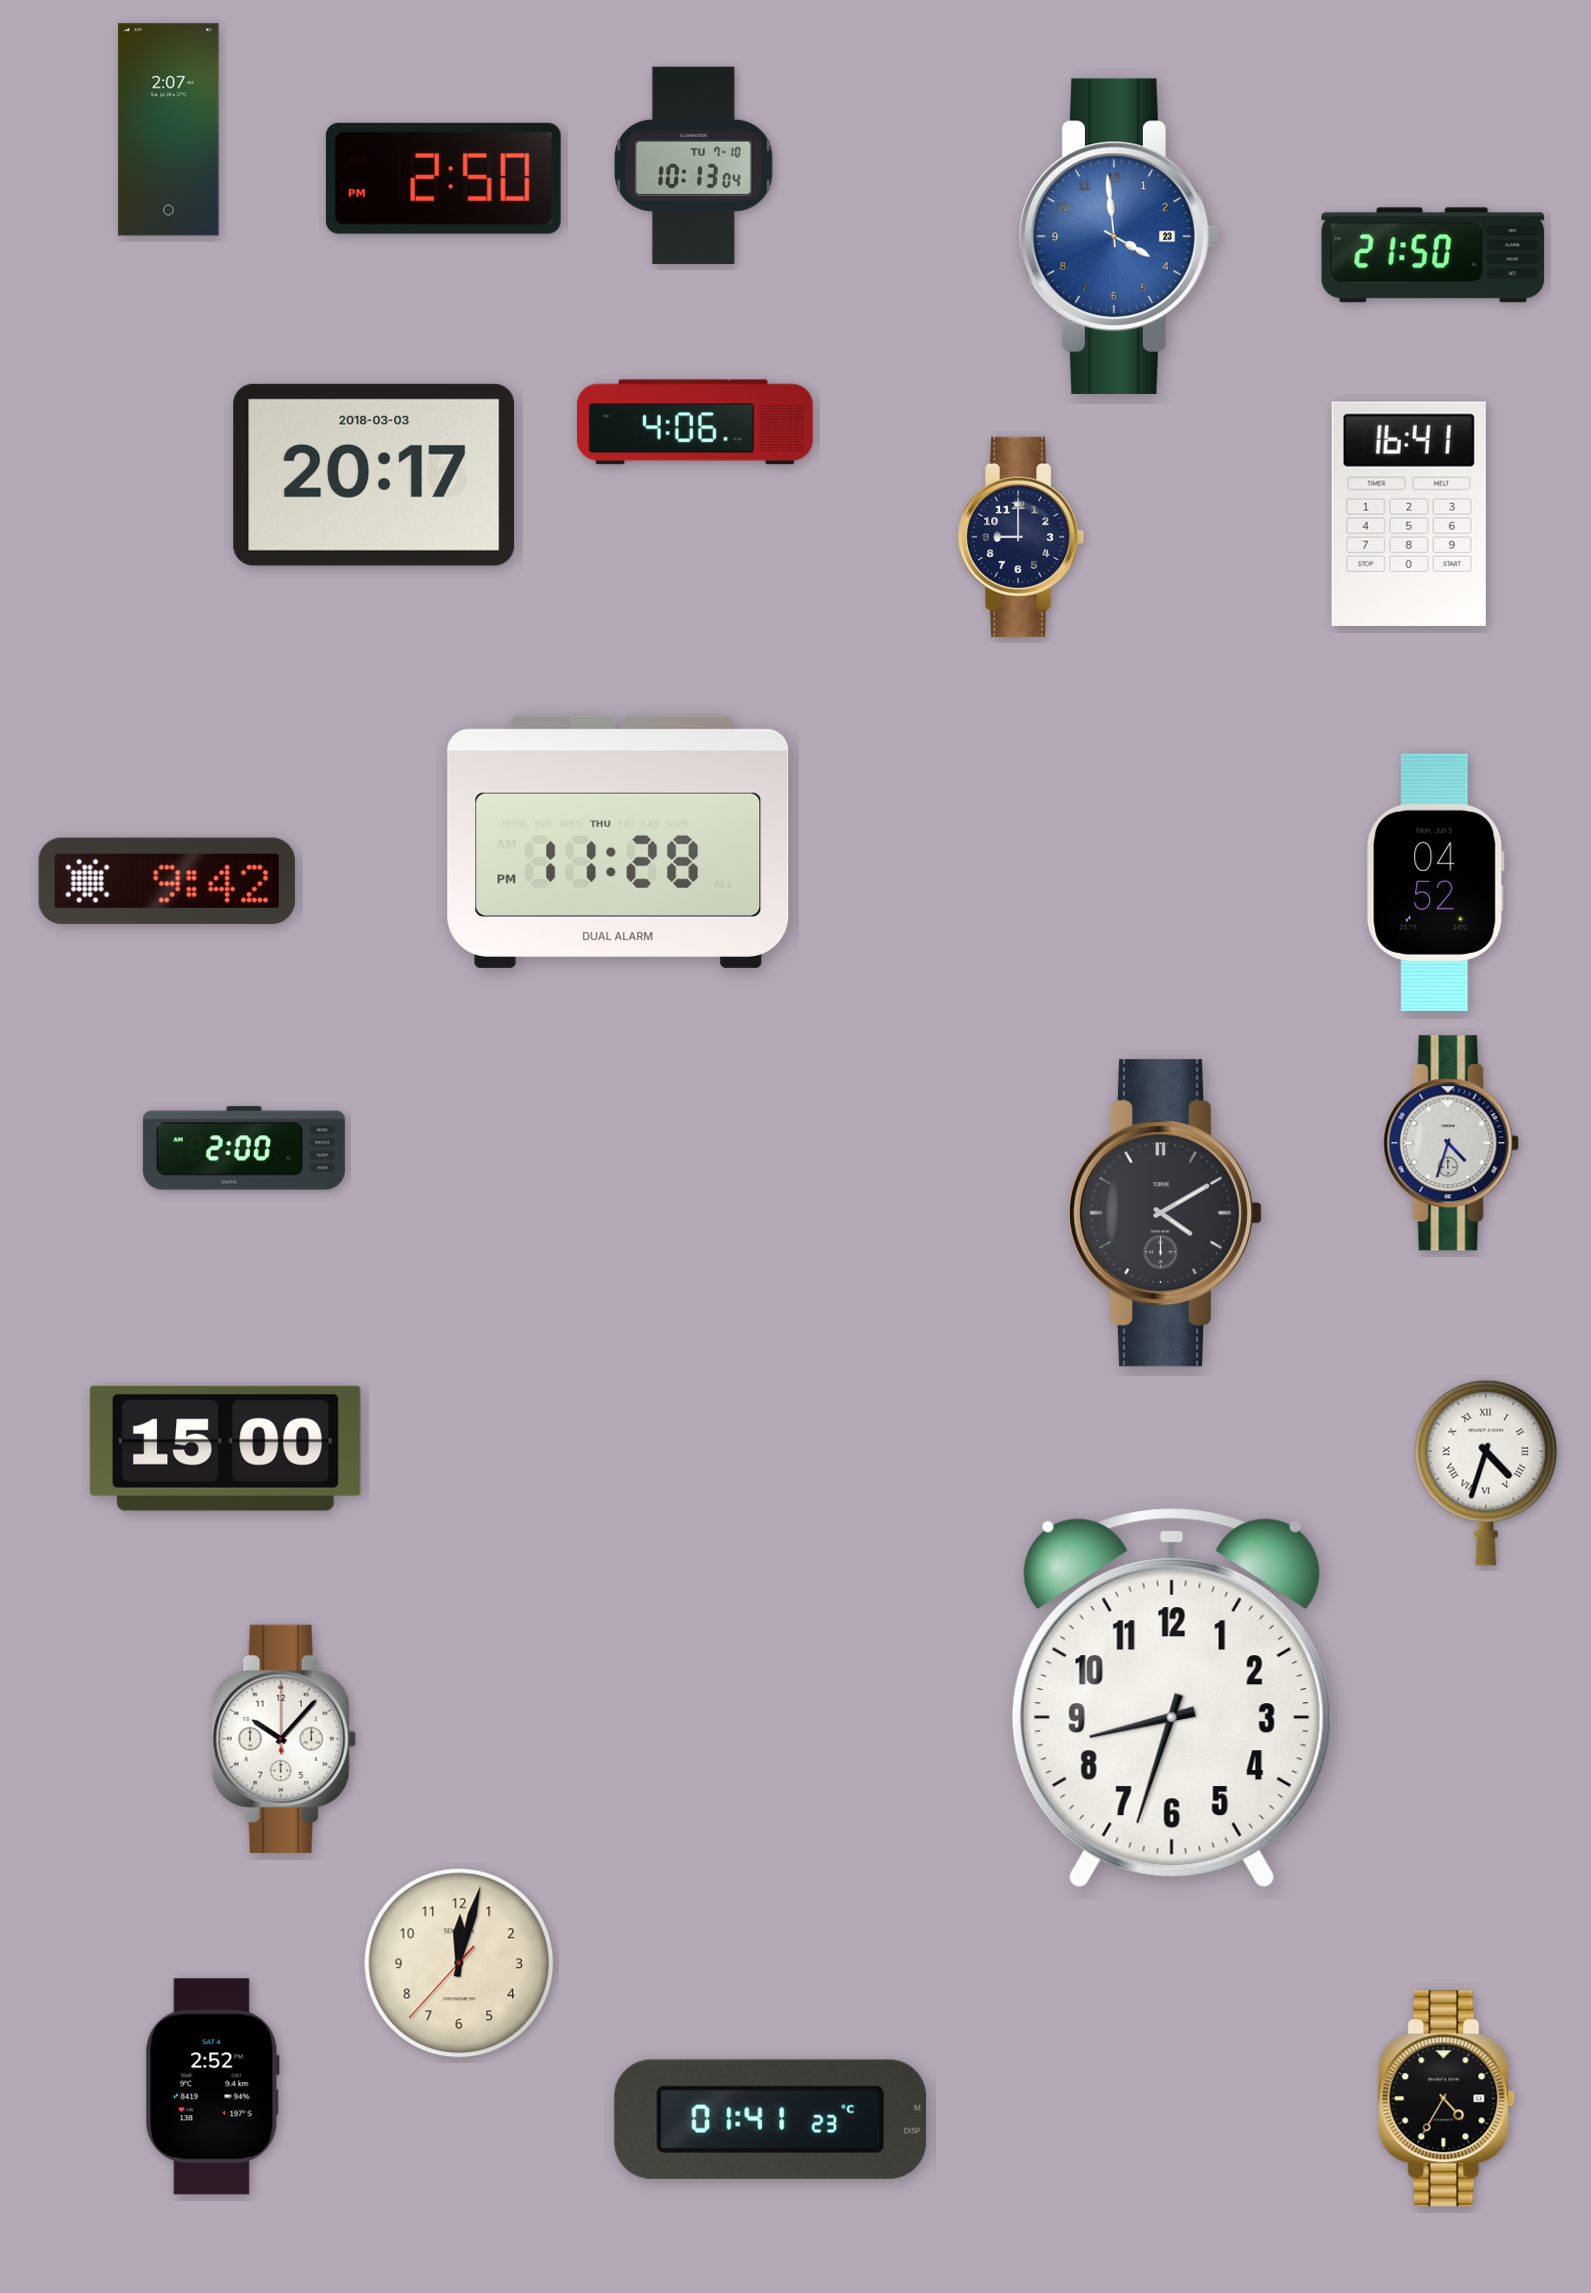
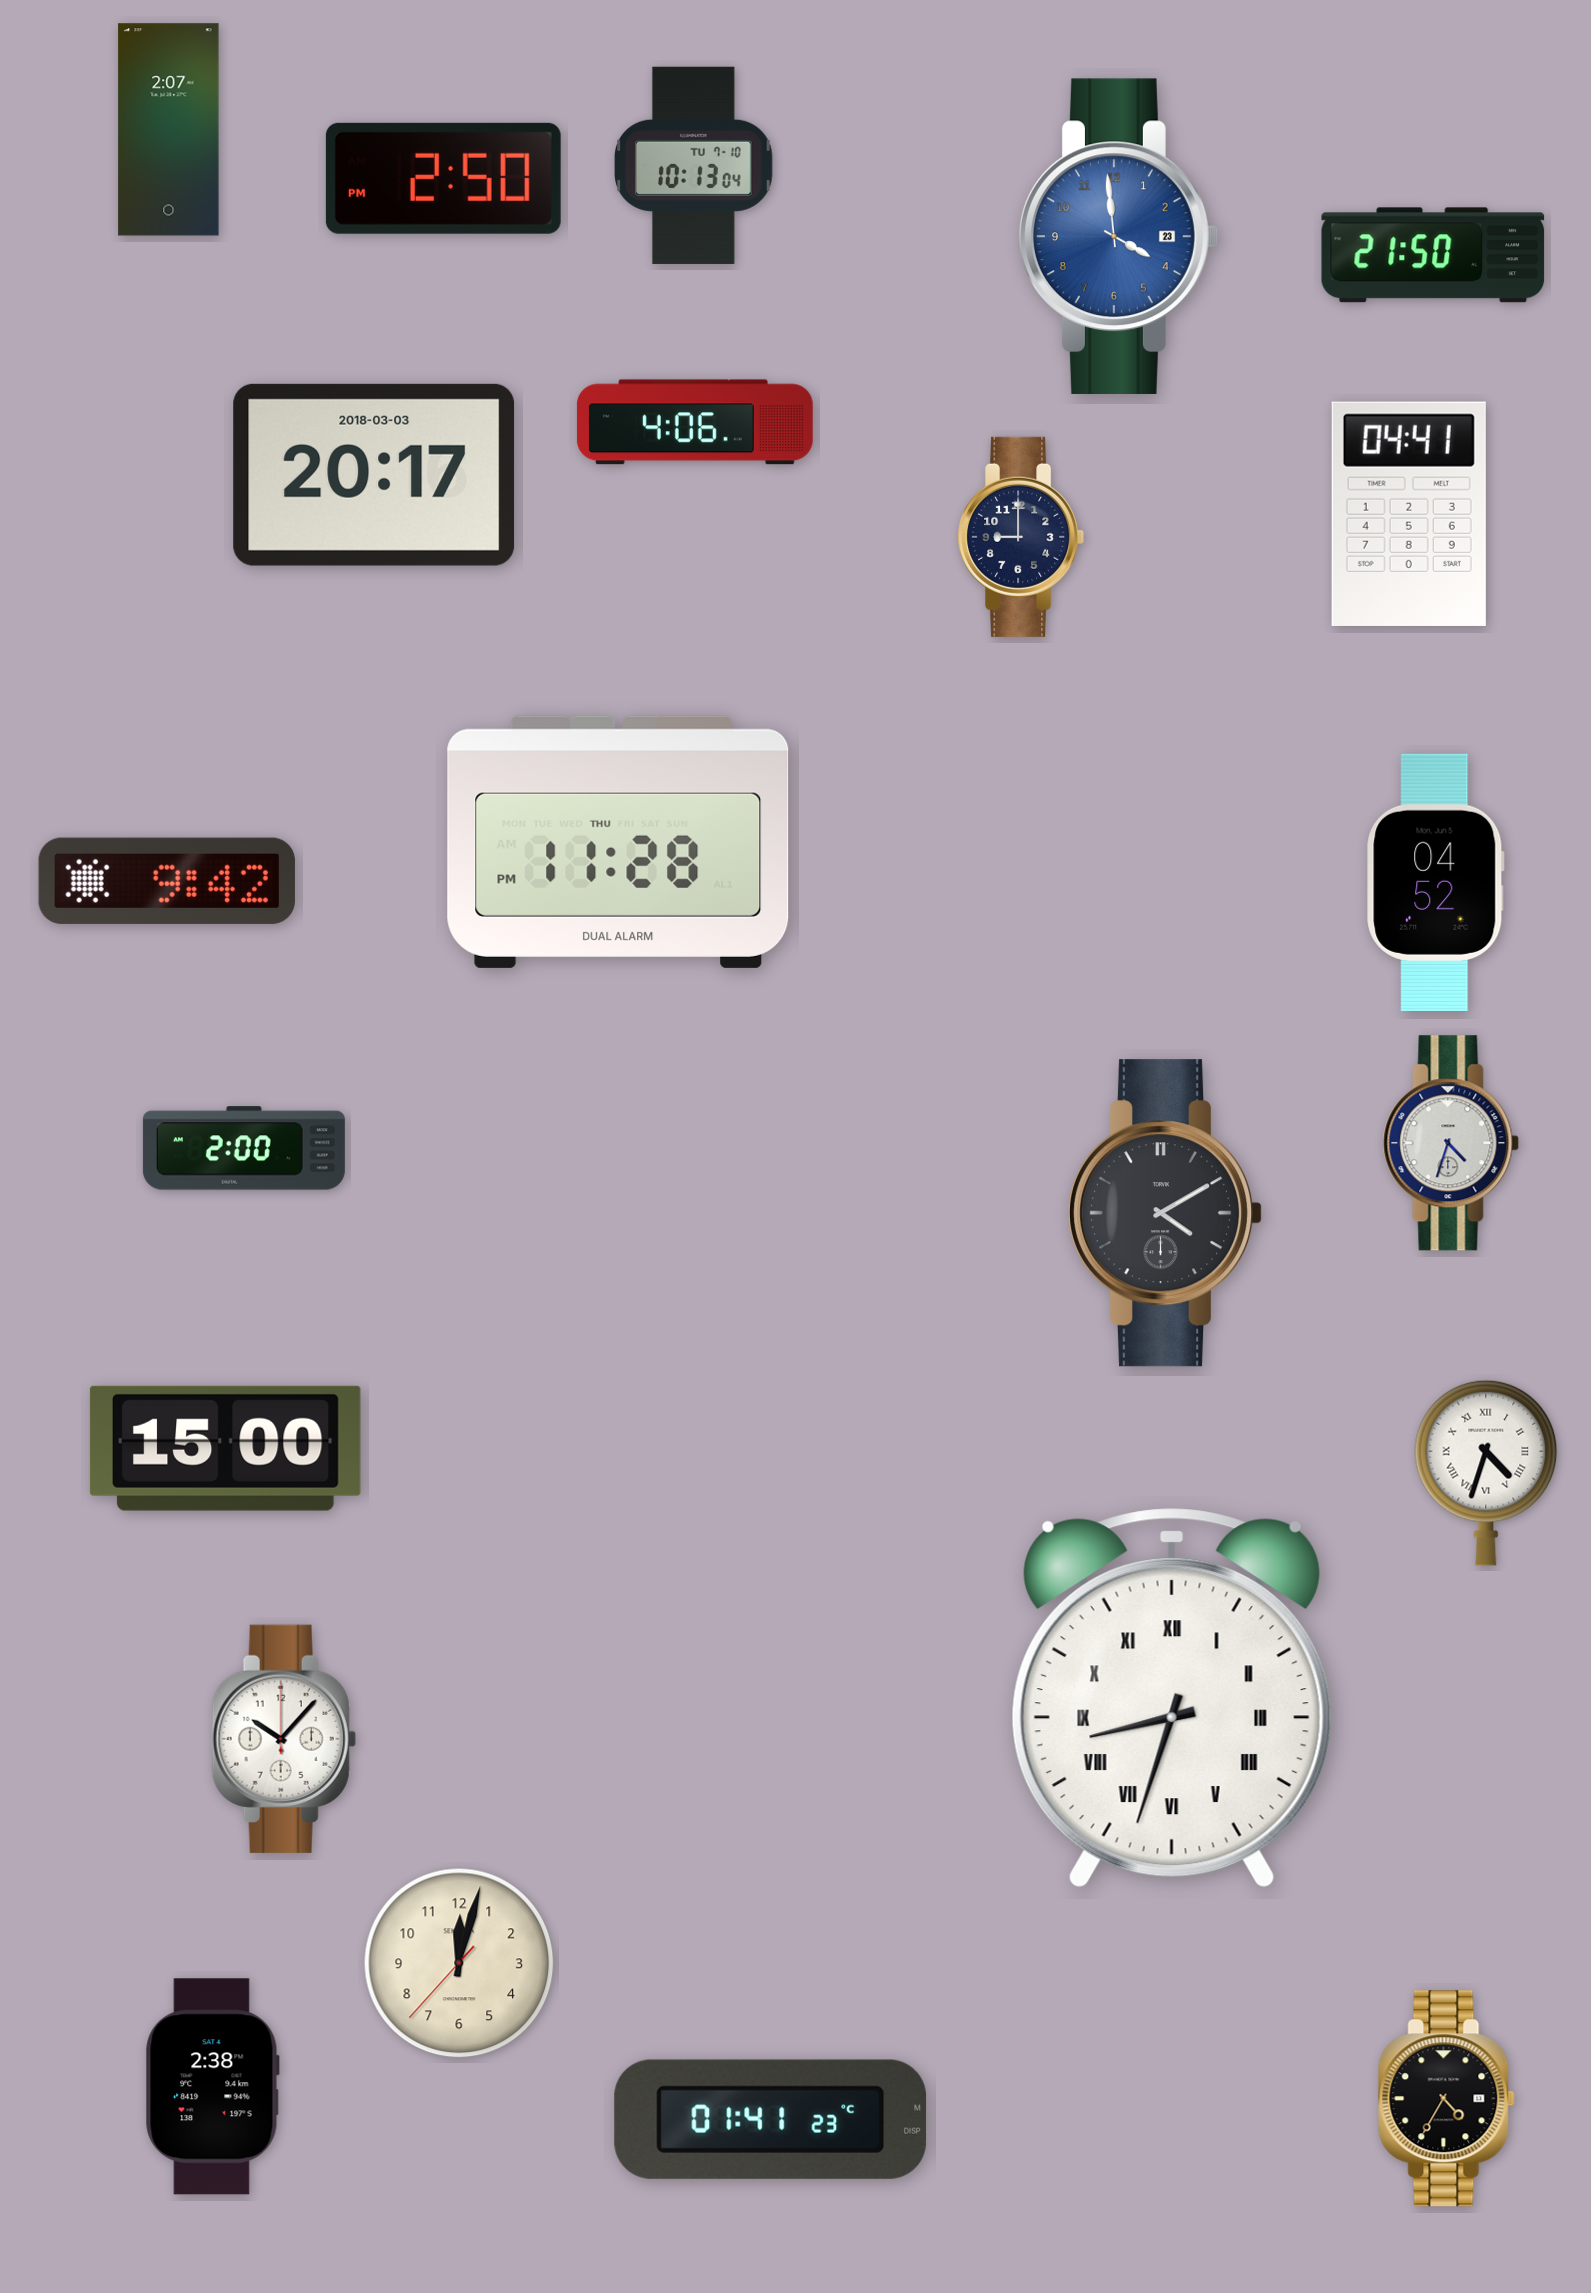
clock at (1409, 514): 16:41 -> 04:41
clock at (1172, 1698) numerals: Arabic -> Roman
clock at (212, 2087): 2:52 -> 2:38
